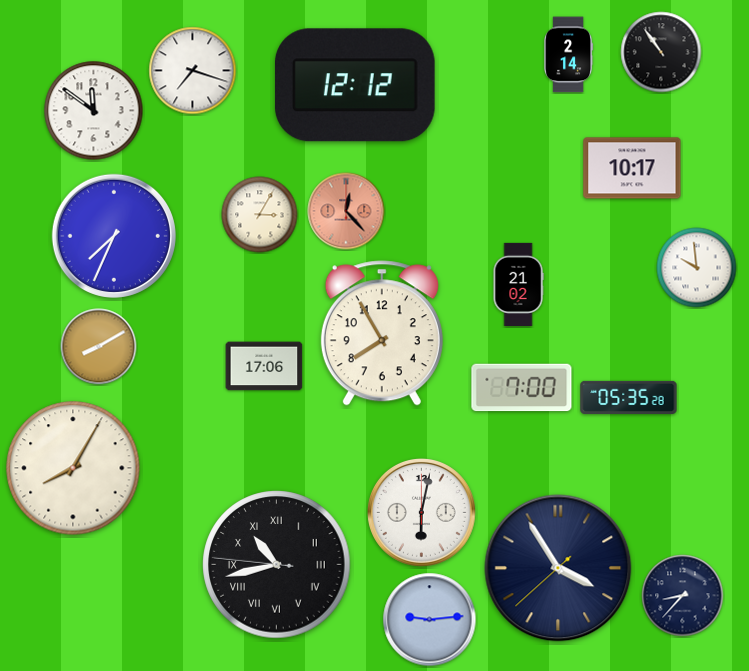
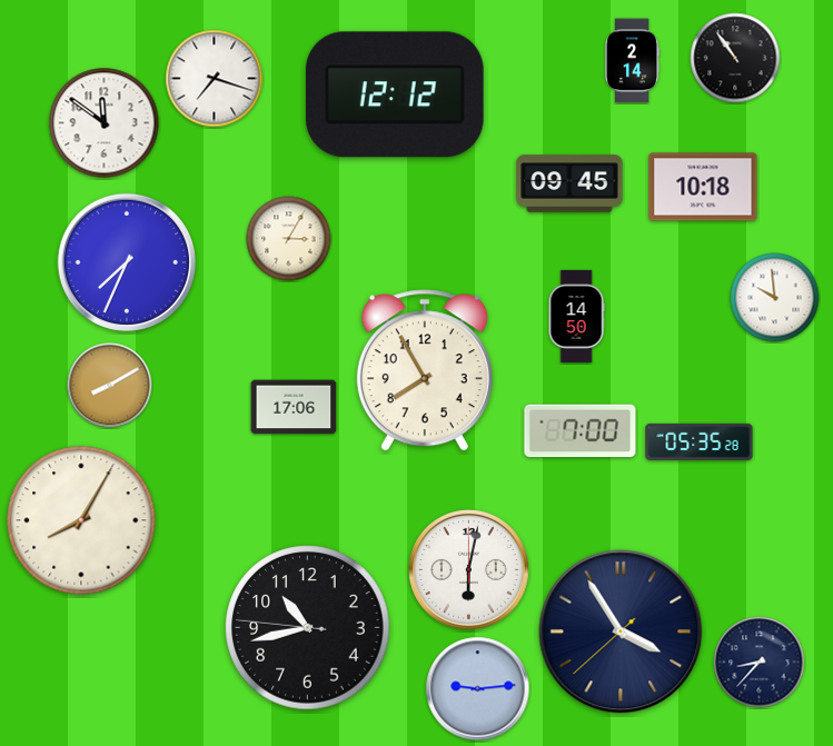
clock at (569, 183): none -> 09:45
clock at (632, 168): 10:17 -> 10:18
clock at (346, 211): 12:23 -> none
clock at (518, 284): 21:02 -> 14:50
clock at (277, 565) numerals: Roman -> Arabic
